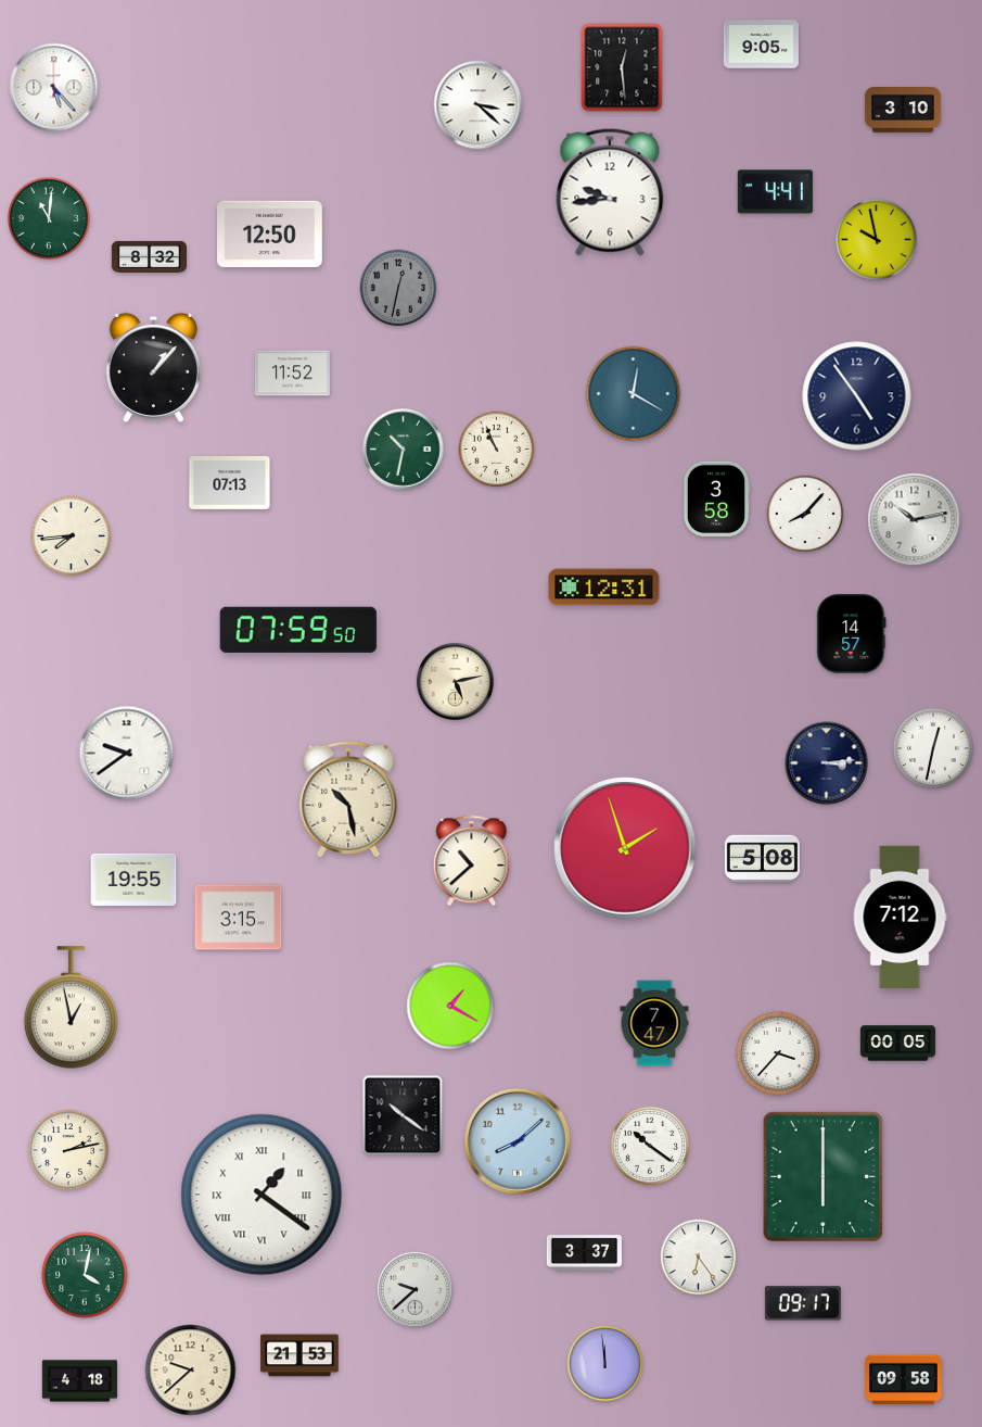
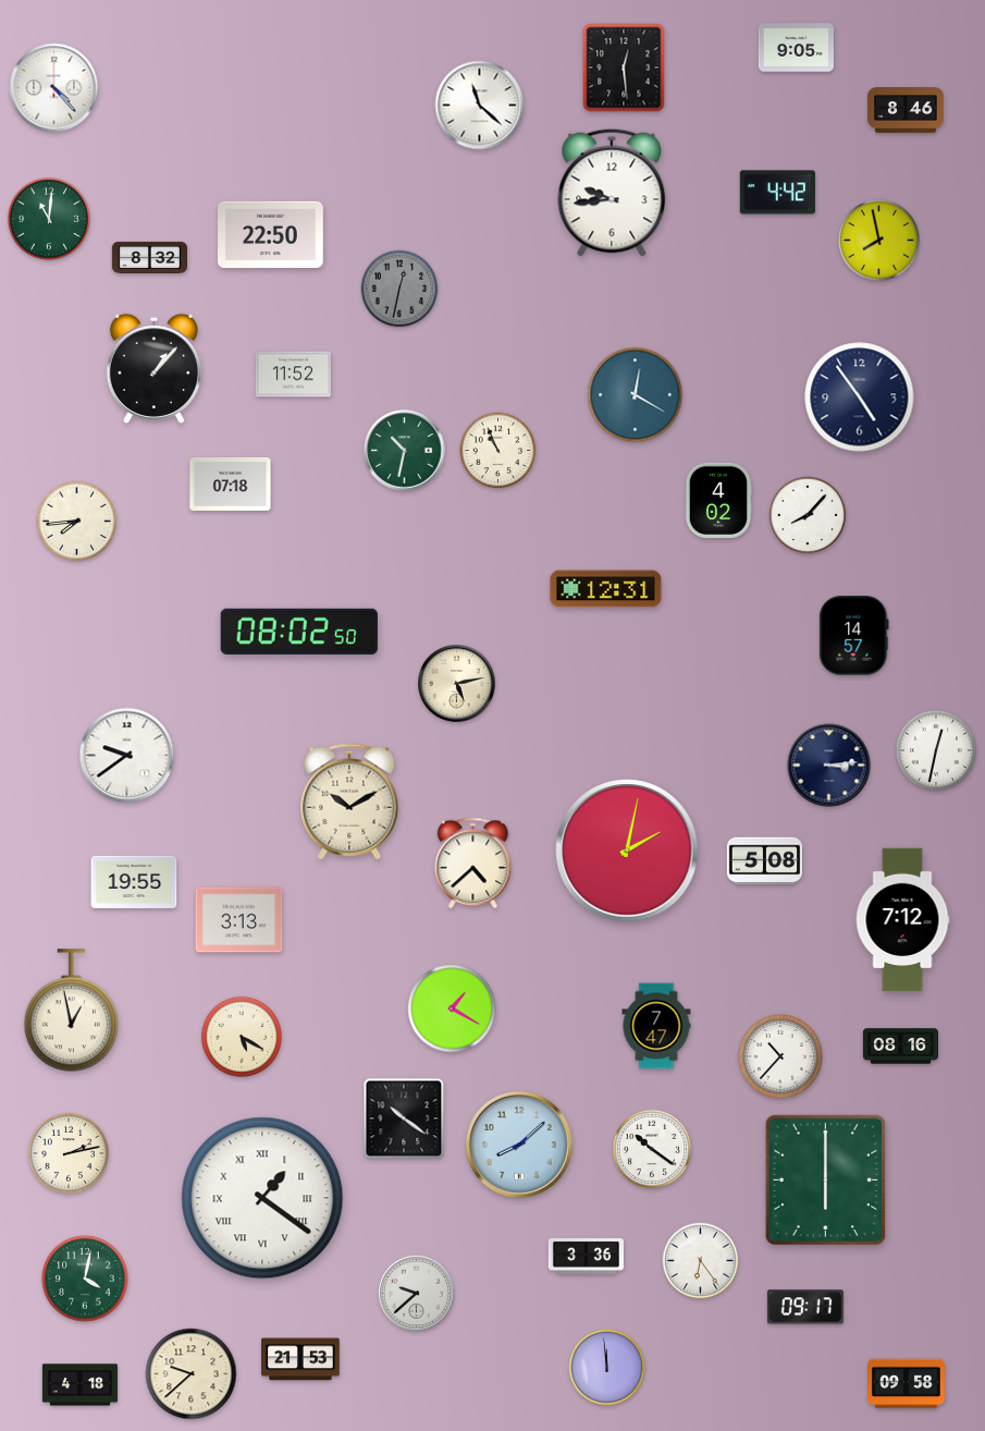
clock at (761, 45) position: (761, 45) -> (796, 48)
clock at (54, 88): 5:23 -> 4:23
clock at (479, 105): 3:22 -> 11:22
clock at (903, 111): 3:10 -> 8:46
clock at (775, 192): 4:41 -> 4:42
clock at (270, 235): 12:50 -> 22:50
clock at (876, 239): 9:58 -> 7:58
clock at (230, 483): 07:13 -> 07:18
clock at (716, 498): 3:58 -> 4:02
clock at (915, 520): 10:13 -> none
clock at (71, 535) position: (71, 535) -> (76, 521)
clock at (298, 630): 07:59 -> 08:02
clock at (348, 799): 10:28 -> 10:10
clock at (625, 848): 1:57 -> 2:02
clock at (472, 861): 10:38 -> 4:38
clock at (239, 918): 3:15 -> 3:13
clock at (242, 1037): none -> 5:20
clock at (897, 1044): 00:05 -> 08:16
clock at (778, 1053): 3:37 -> 10:37
clock at (584, 1253): 3:37 -> 3:36
